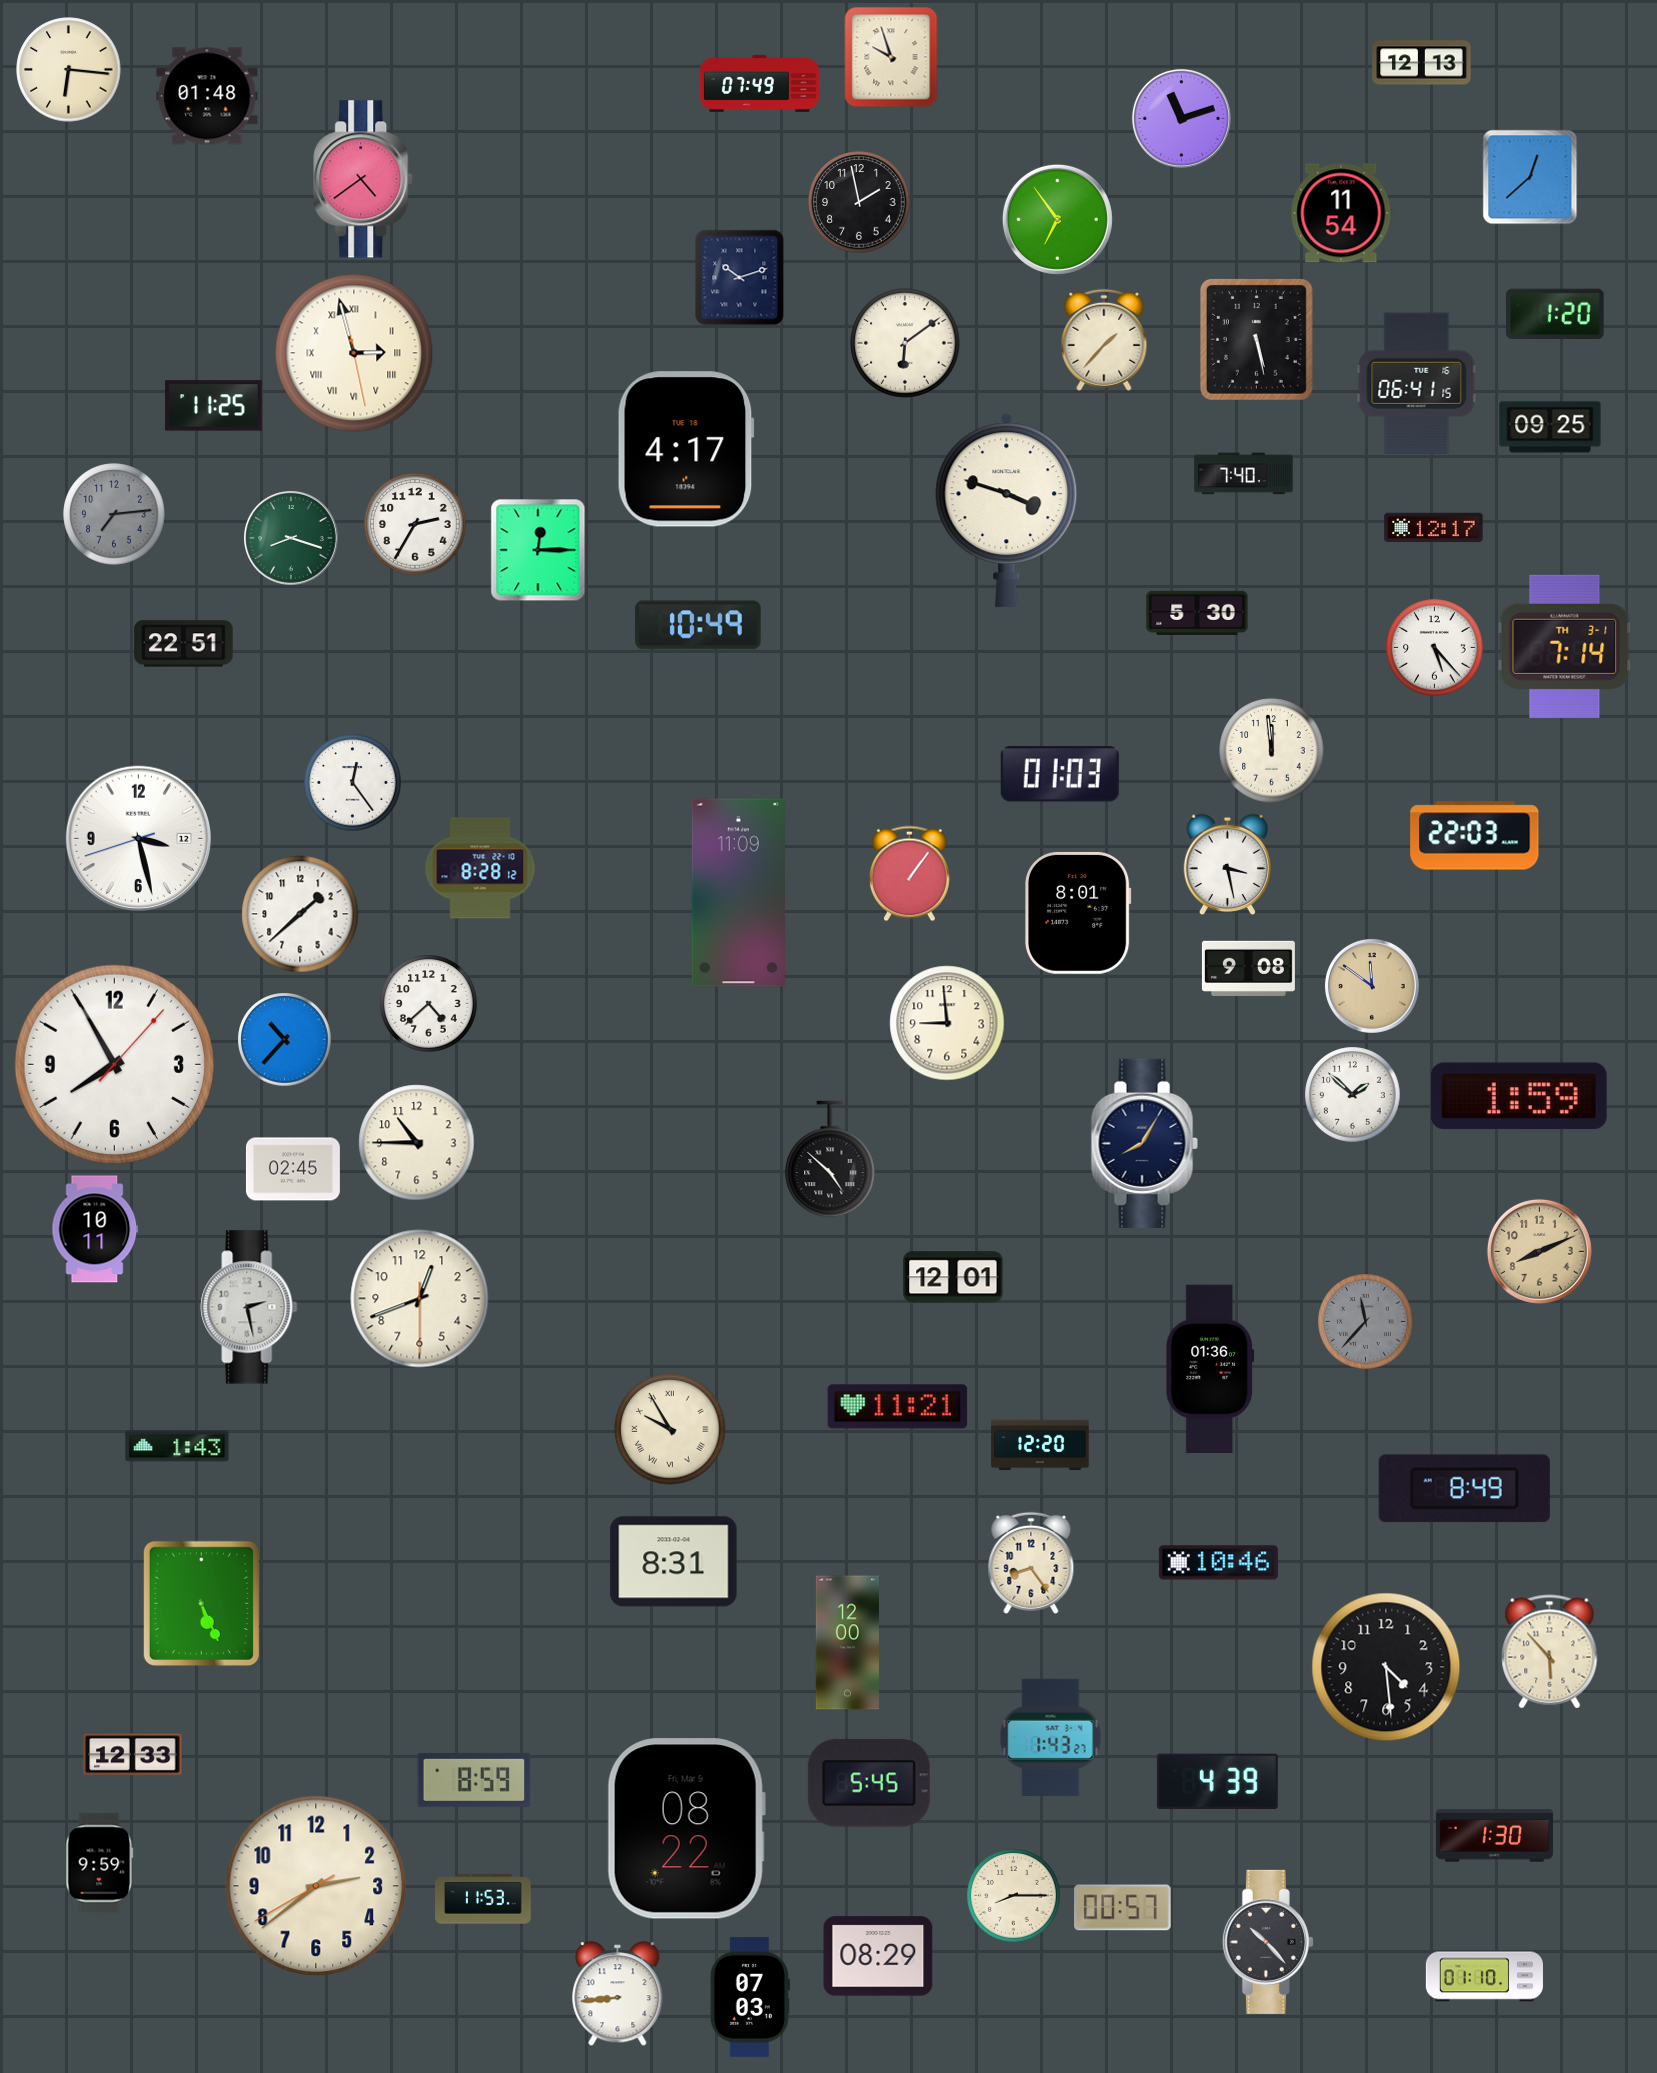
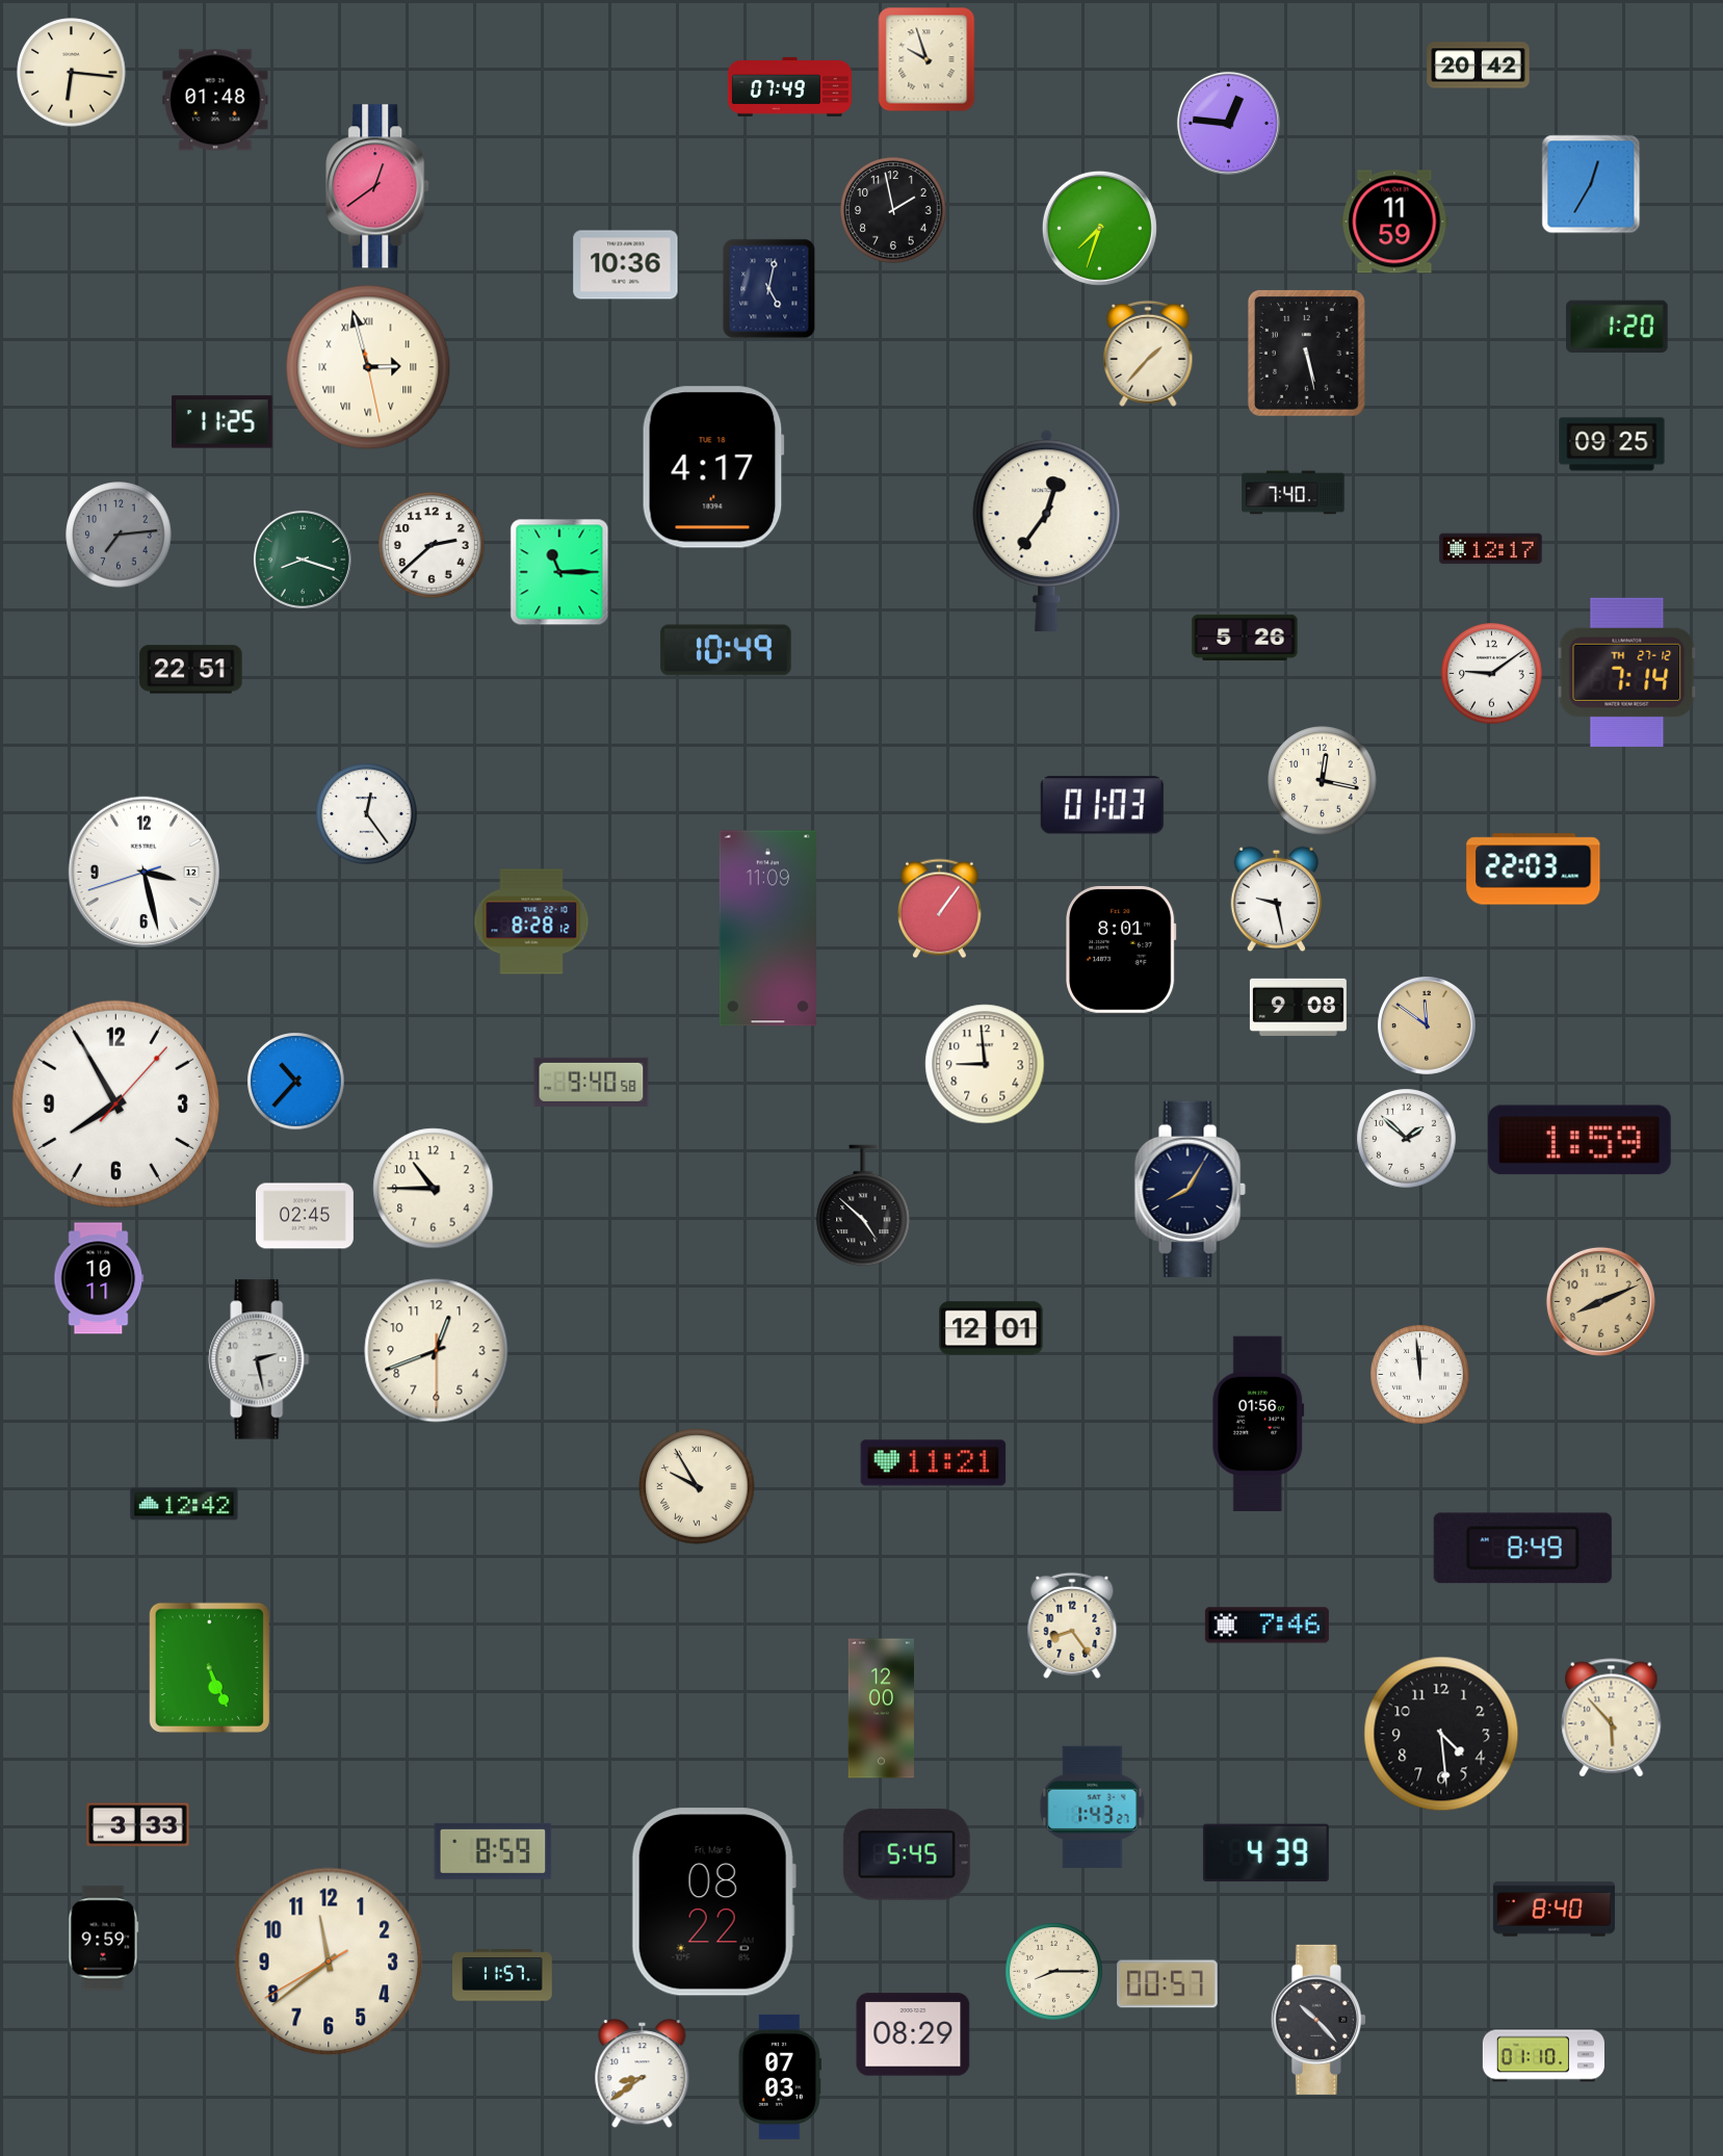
clock at (1422, 63): 12:13 -> 20:42
clock at (1181, 118): 11:12 -> 12:46
clock at (1530, 177): 12:38 -> 12:35
clock at (364, 179): 4:39 -> 12:39
clock at (1341, 213): 11:54 -> 11:59
clock at (1057, 219): 6:54 -> 7:33
clock at (626, 265): none -> 10:36
clock at (740, 278): 10:12 -> 5:02
clock at (905, 343): 6:09 -> none
clock at (1417, 383): 06:41 -> none
clock at (1007, 510): 3:48 -> 12:36
clock at (415, 524): 2:35 -> 2:38
clock at (538, 550): 12:15 -> 11:15
clock at (1197, 613): 5:30 -> 5:26
clock at (1565, 646) date: TH 3-1 -> TH 27-12
clock at (1435, 648): 5:23 -> 9:09
clock at (1272, 751): 11:59 -> 12:17
clock at (1228, 865): 3:28 -> 9:28
clock at (480, 868) position: (480, 868) -> (531, 921)
clock at (909, 874) position: (909, 874) -> (939, 909)
clock at (300, 914): 1:38 -> none
clock at (429, 1004): 4:38 -> none
clock at (592, 1082): none -> 9:40
clock at (114, 1064) position: (114, 1064) -> (115, 1103)
clock at (1366, 1322): 11:37 -> 11:59
clock at (1366, 1322) dial: grey -> white
clock at (1210, 1368): 01:36 -> 01:56
clock at (1040, 1445): 12:20 -> none
clock at (177, 1446): 1:43 -> 12:42
clock at (674, 1562): 8:31 -> none
clock at (1218, 1563): 10:46 -> 7:46
clock at (133, 1755): 12:33 -> 3:33
clock at (869, 1783) position: (869, 1783) -> (907, 1854)
clock at (1494, 1836): 1:30 -> 8:40
clock at (316, 1886): 2:38 -> 11:38
clock at (483, 1899): 11:53 -> 11:57
clock at (618, 1994): 8:44 -> 8:39
